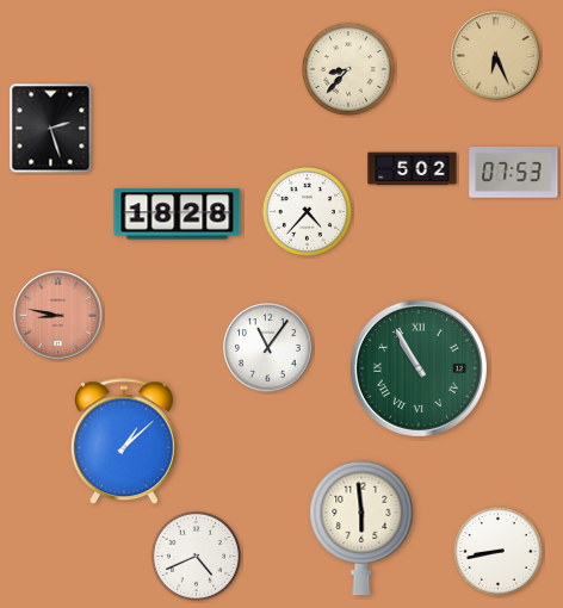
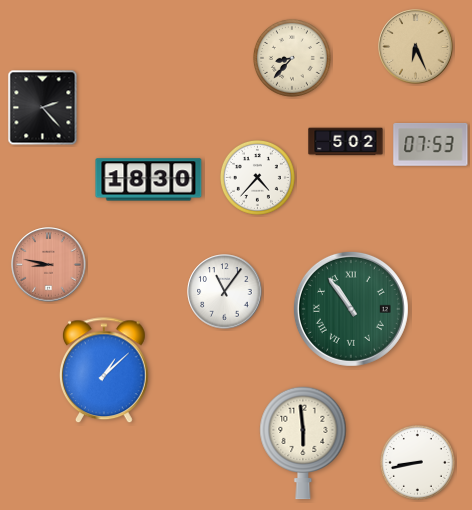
clock at (51, 129): 2:27 -> 2:23
clock at (178, 215): 18:28 -> 18:30
clock at (419, 368): 10:55 -> 10:54
clock at (196, 556): 4:41 -> none
